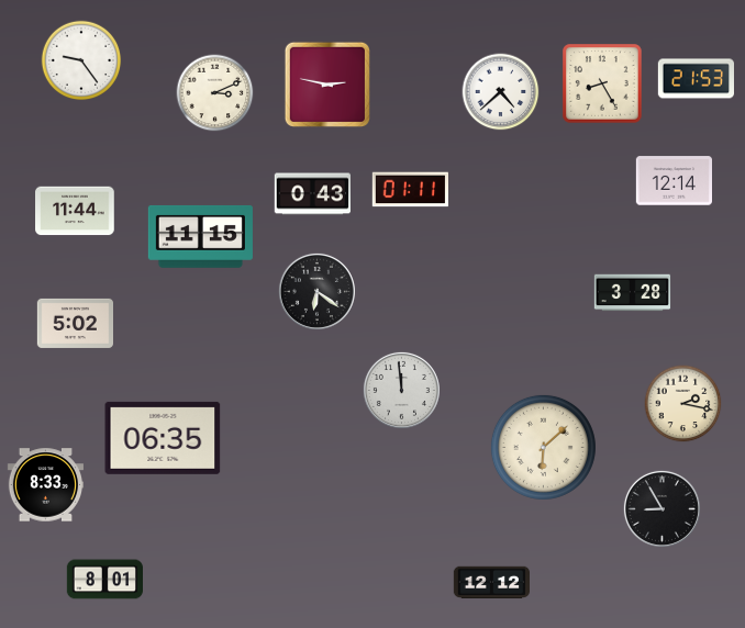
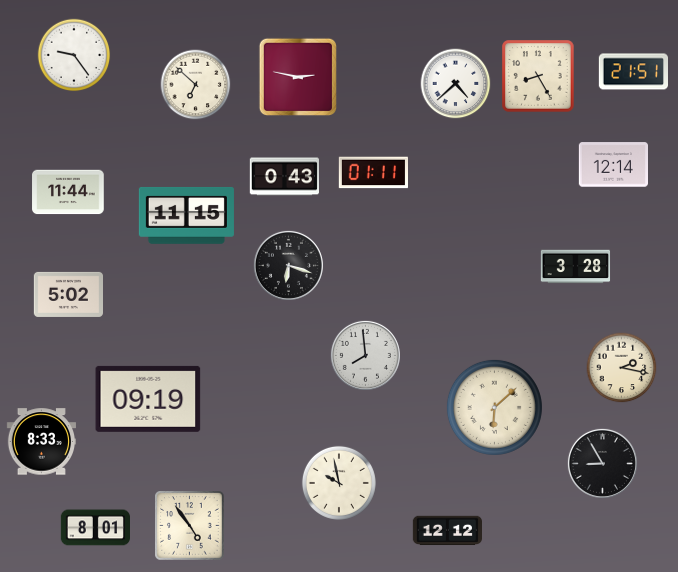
clock at (696, 79): 21:53 -> 21:51
clock at (602, 83) position: (602, 83) -> (538, 76)
clock at (215, 93): 3:11 -> 6:52
clock at (200, 236) position: (200, 236) -> (186, 215)
clock at (316, 291): 6:21 -> 6:18
clock at (401, 390): 11:59 -> 7:59
clock at (163, 438): 06:35 -> 09:19
clock at (339, 483): none -> 9:58
clock at (190, 526): none -> 4:54
